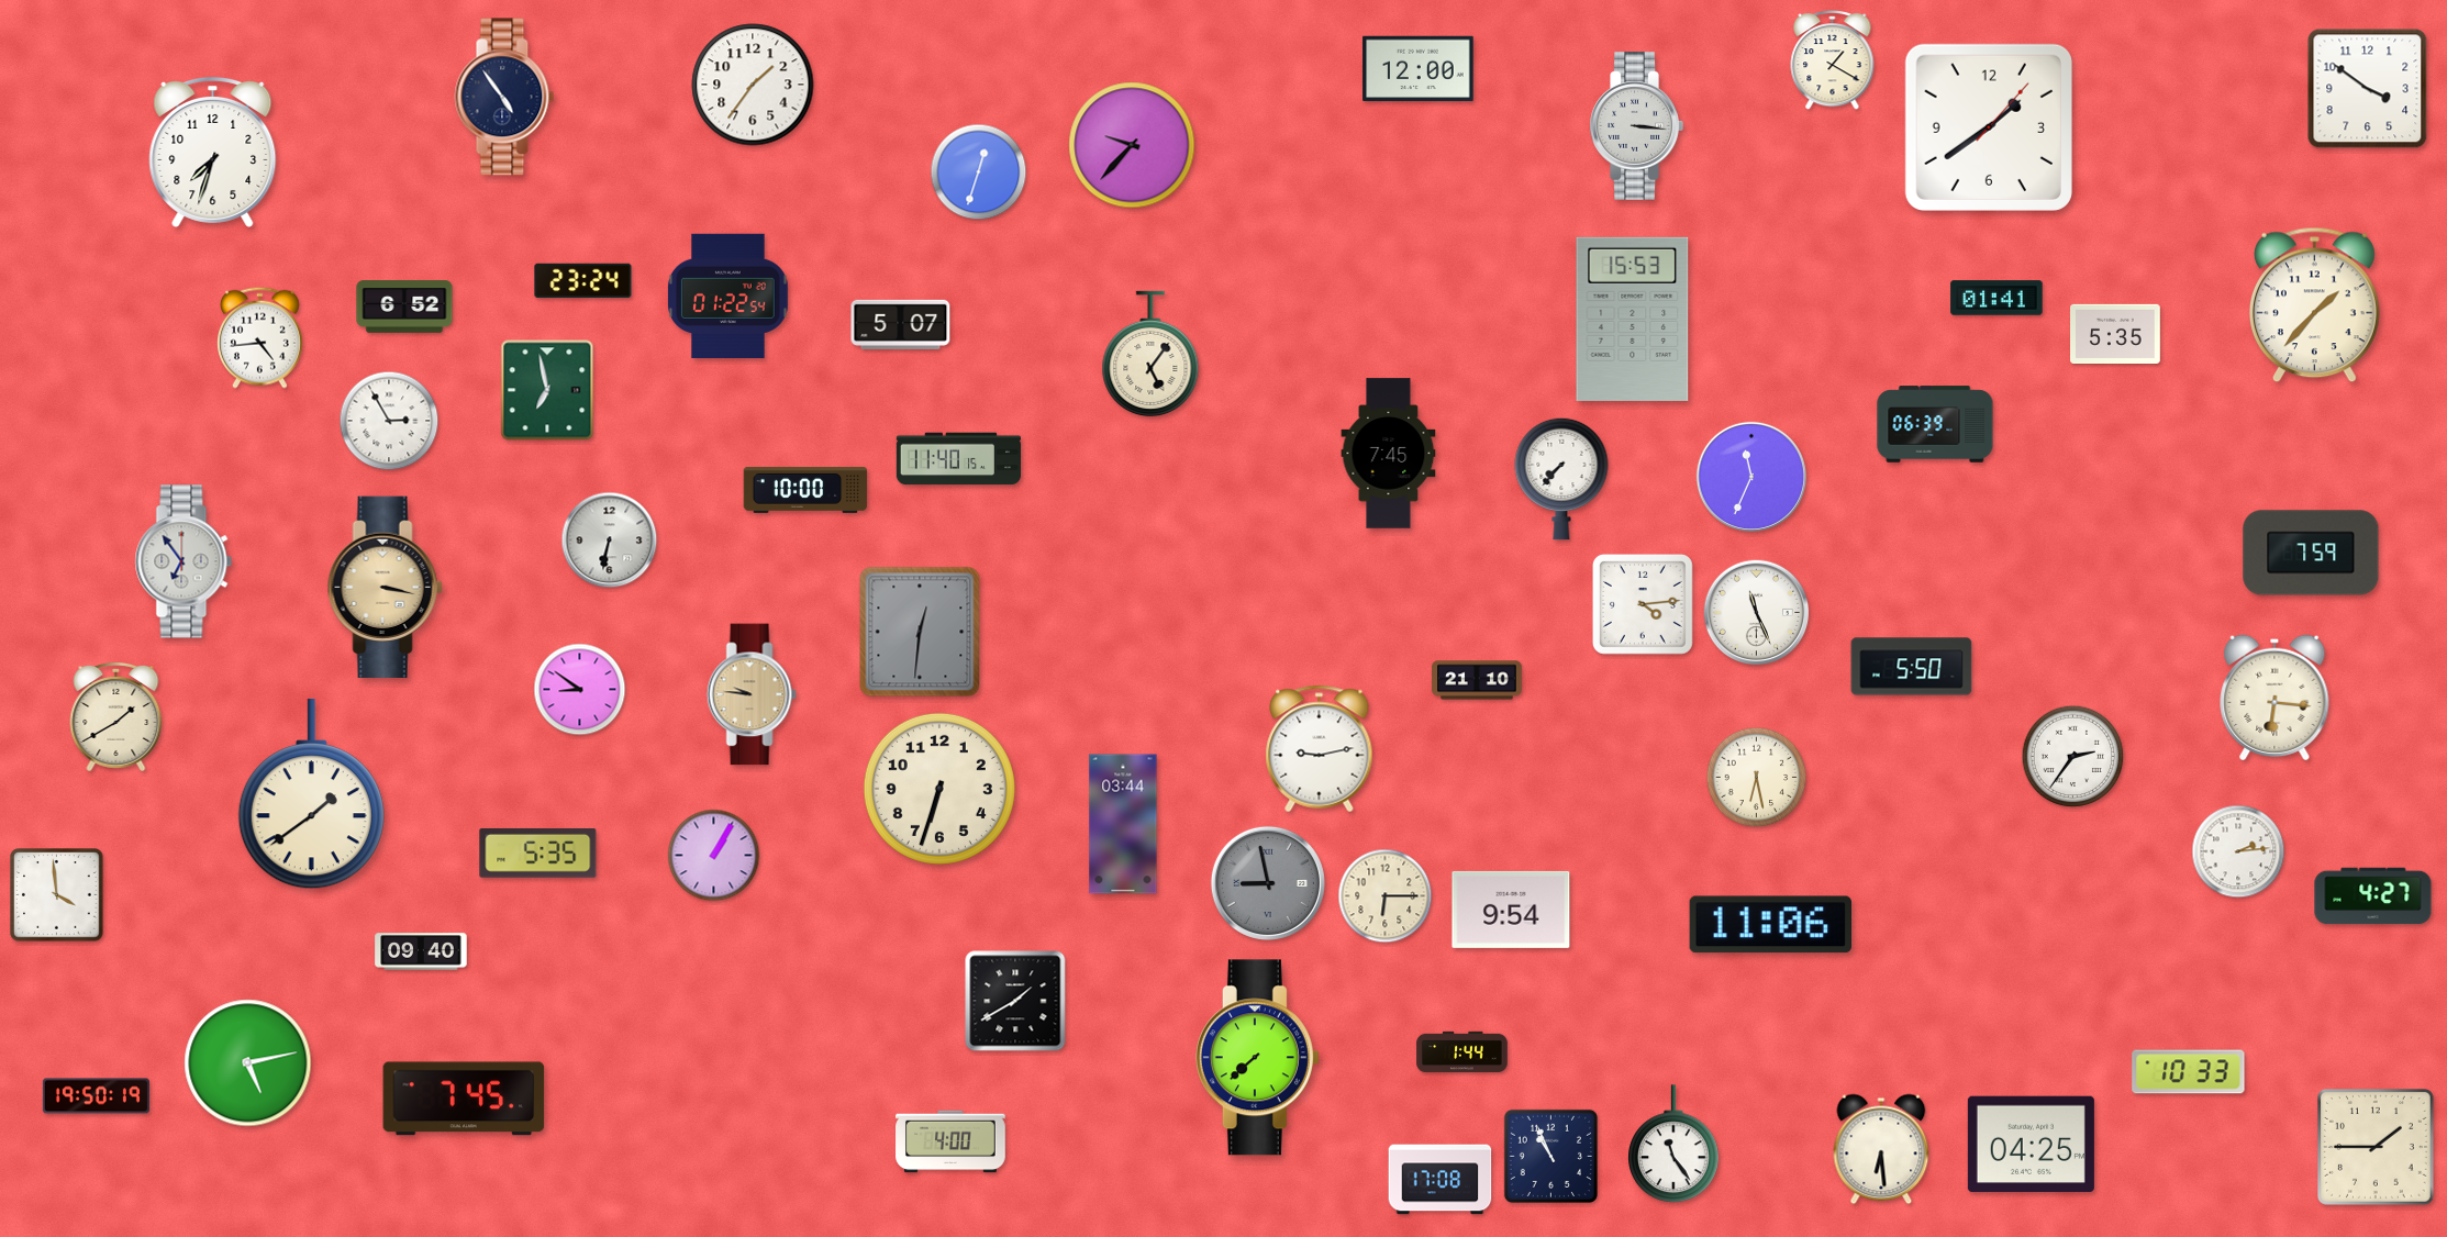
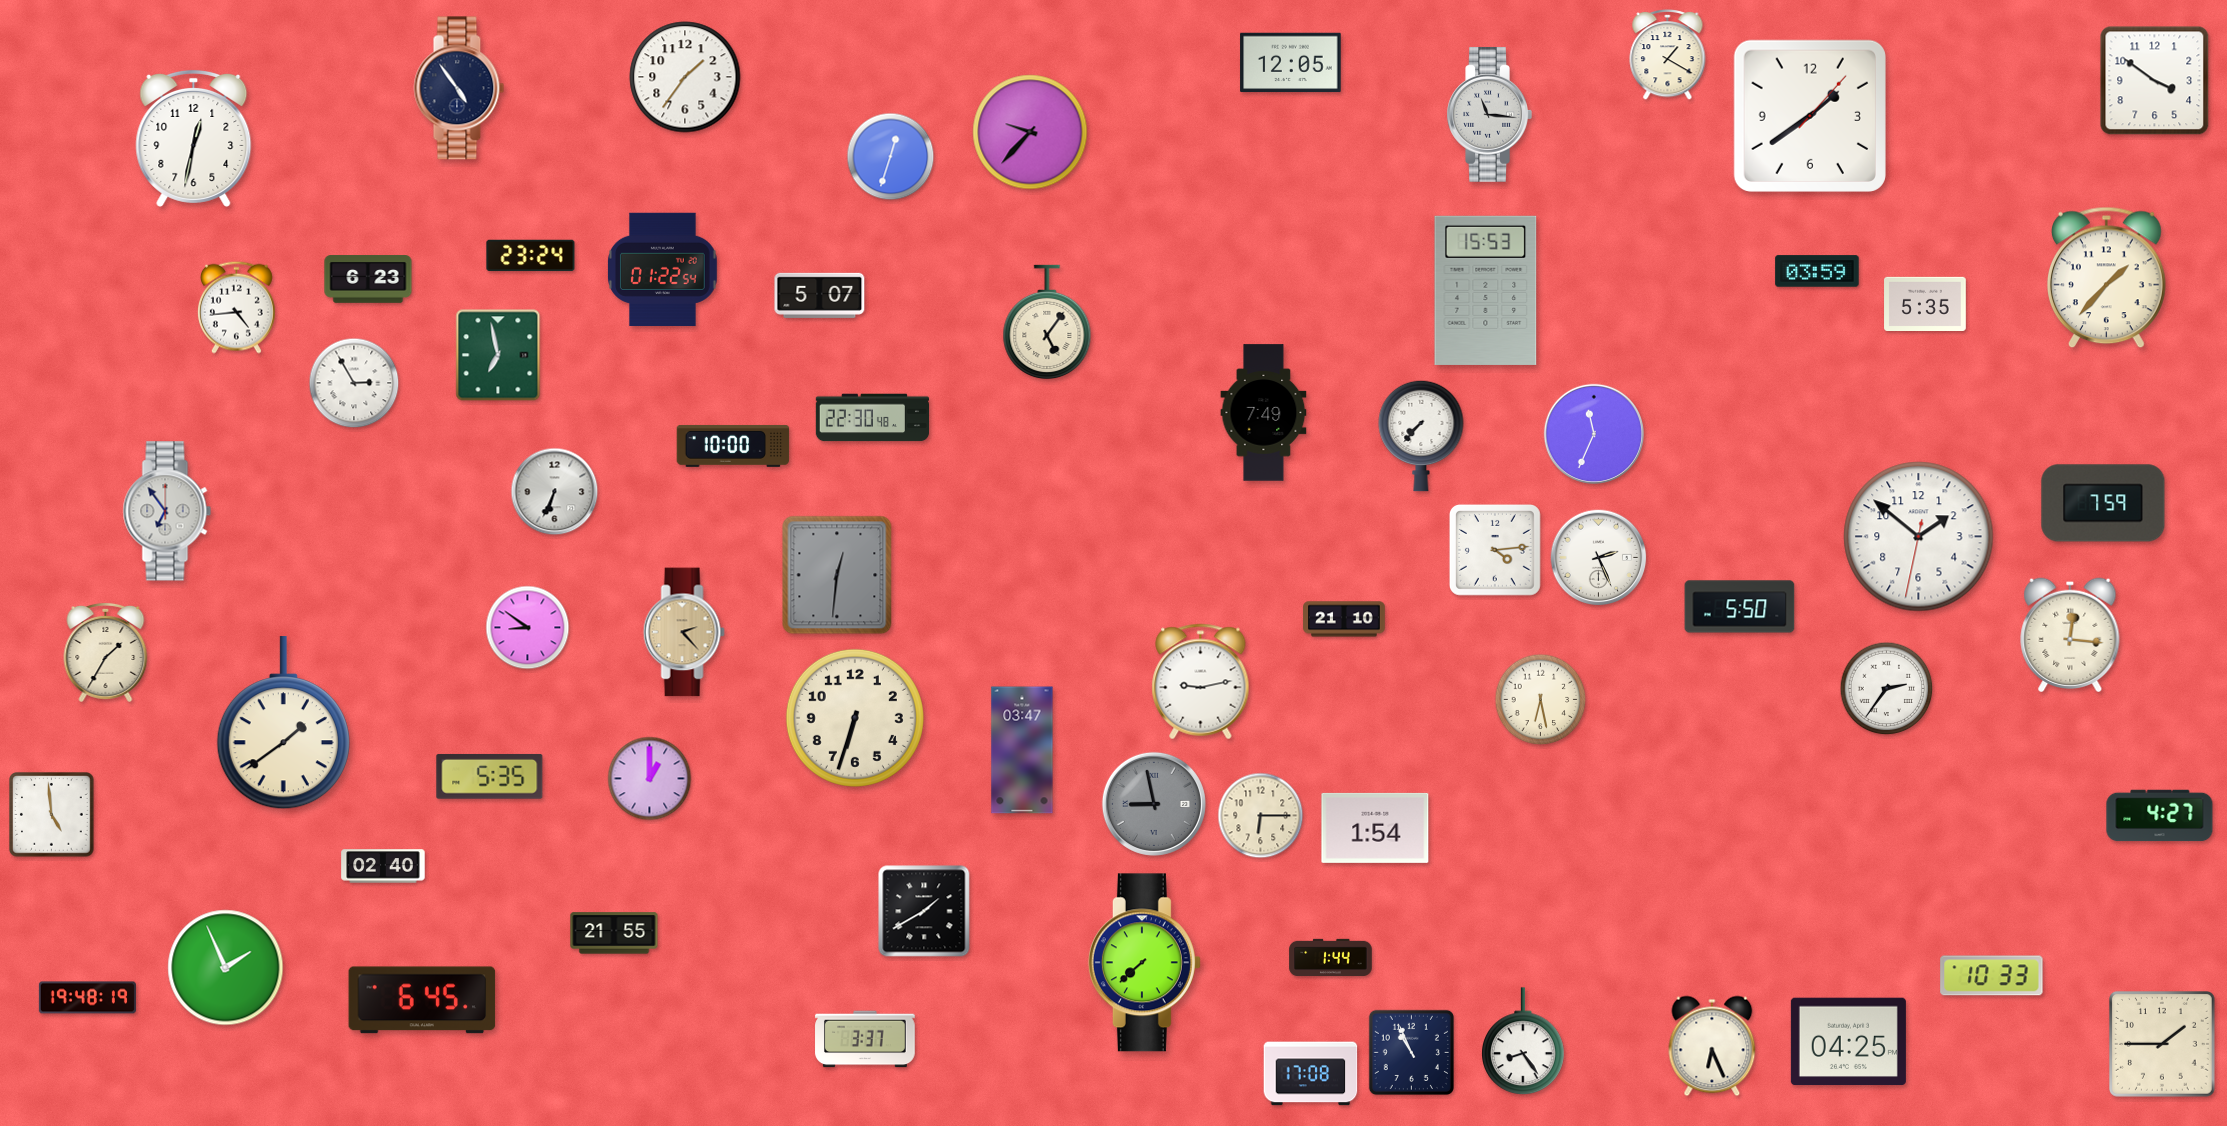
clock at (1419, 69): 12:00 -> 12:05
clock at (1636, 125): 3:16 -> 11:16
clock at (213, 152): 7:33 -> 12:32
clock at (1996, 298): 01:41 -> 03:59
clock at (404, 307): 6:52 -> 6:23
clock at (1935, 424): 06:39 -> none
clock at (1389, 454): 7:45 -> 7:49
clock at (959, 459): 11:40 -> 22:30
clock at (610, 541): 6:32 -> 6:34
clock at (385, 587): 3:17 -> none
clock at (1919, 537): none -> 1:51
clock at (1757, 613): 11:26 -> 2:26
clock at (752, 694): 9:46 -> 2:23
clock at (2274, 698): 6:16 -> 12:16
clock at (116, 716): 1:40 -> 1:35
clock at (1757, 778) position: (1757, 778) -> (1541, 700)
clock at (1123, 824): 03:44 -> 03:47
clock at (2238, 851): 2:14 -> none
clock at (714, 856): 1:05 -> 1:00
clock at (57, 895): 3:59 -> 4:59
clock at (1511, 910): 9:54 -> 1:54
clock at (1770, 925): 11:06 -> none
clock at (421, 951): 09:40 -> 02:40
clock at (614, 933): none -> 21:55
clock at (248, 1063): 5:13 -> 1:56
clock at (96, 1096): 19:50 -> 19:48
clock at (464, 1099): 7:45 -> 6:45
clock at (950, 1141): 4:00 -> 3:37
clock at (1673, 1145): 11:24 -> 8:24
clock at (1881, 1149): 6:29 -> 6:26
